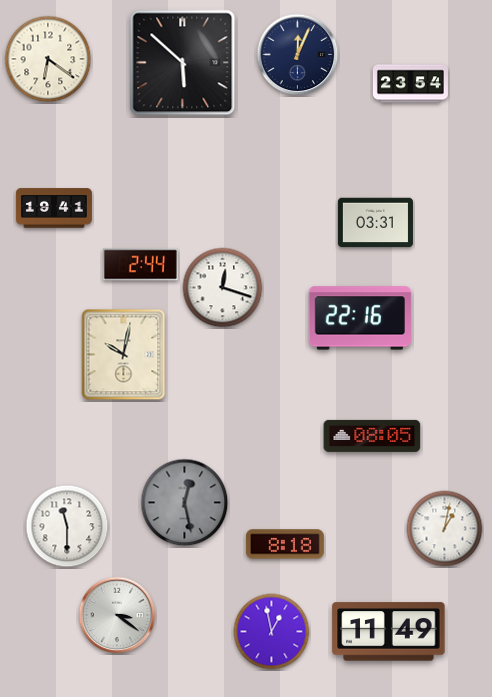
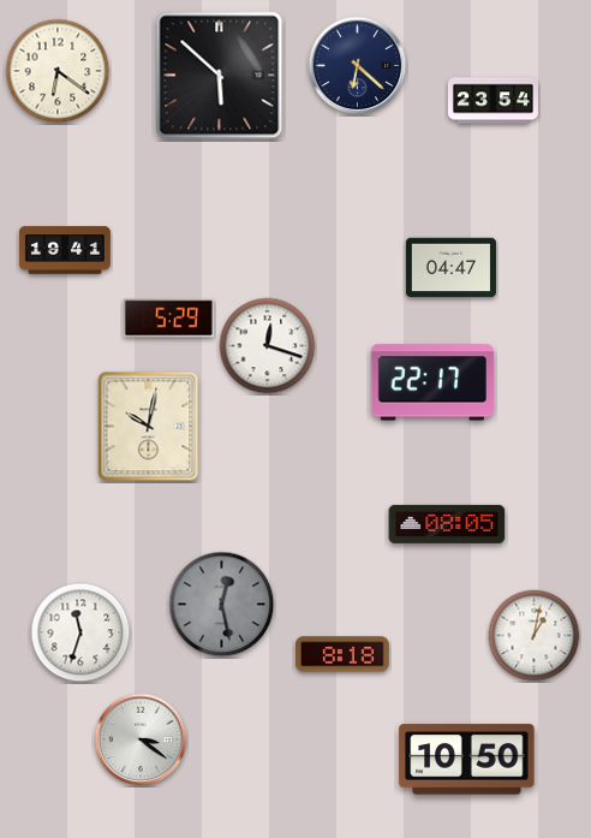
clock at (298, 55): 12:04 -> 6:22
clock at (375, 223): 03:31 -> 04:47
clock at (140, 265): 2:44 -> 5:29
clock at (360, 318): 22:16 -> 22:17
clock at (67, 526): 11:30 -> 11:33
clock at (272, 632): 12:58 -> none
clock at (389, 632): 11:49 -> 10:50
